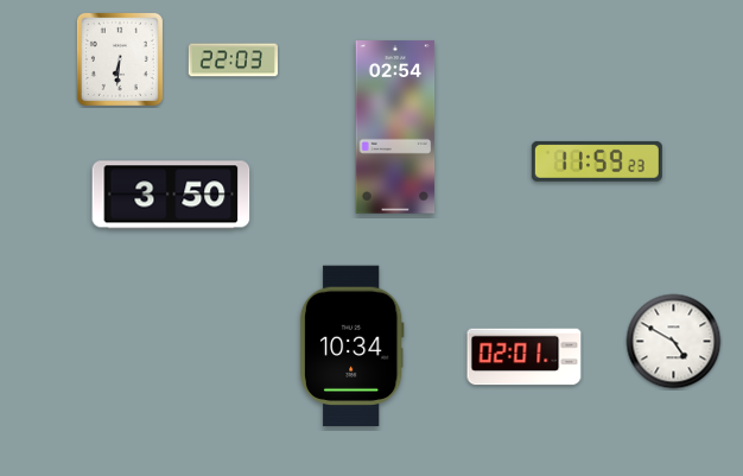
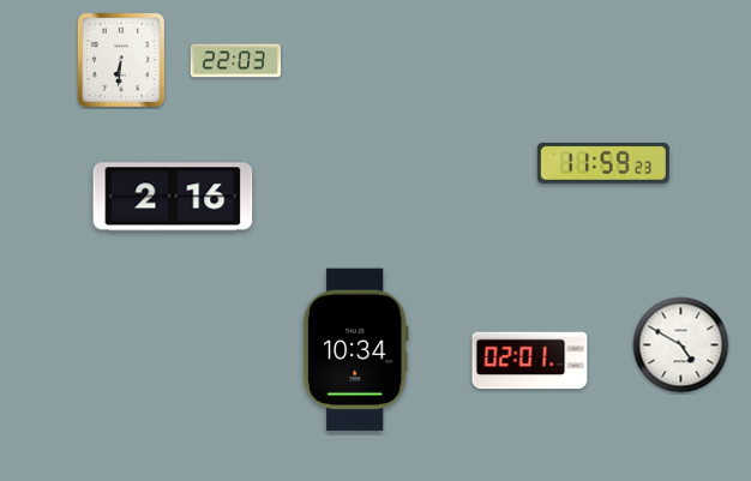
clock at (395, 127): 02:54 -> none
clock at (171, 195): 3:50 -> 2:16
